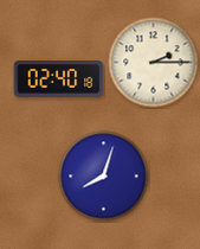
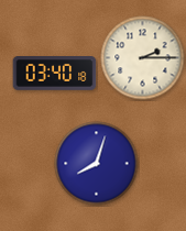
clock at (59, 79): 02:40 -> 03:40
